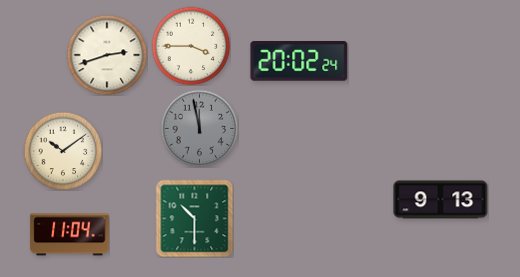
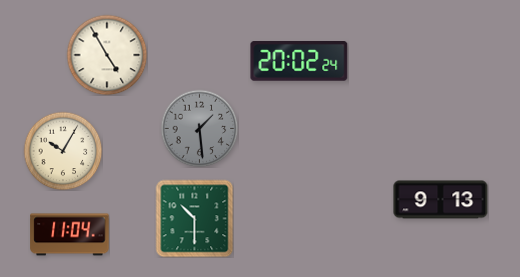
clock at (191, 46): 3:45 -> none
clock at (107, 55): 2:42 -> 4:55
clock at (199, 128): 11:58 -> 1:29
clock at (63, 151): 10:09 -> 10:05
